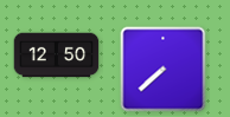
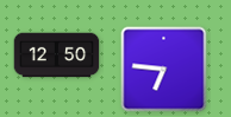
clock at (164, 70): 7:38 -> 6:46
